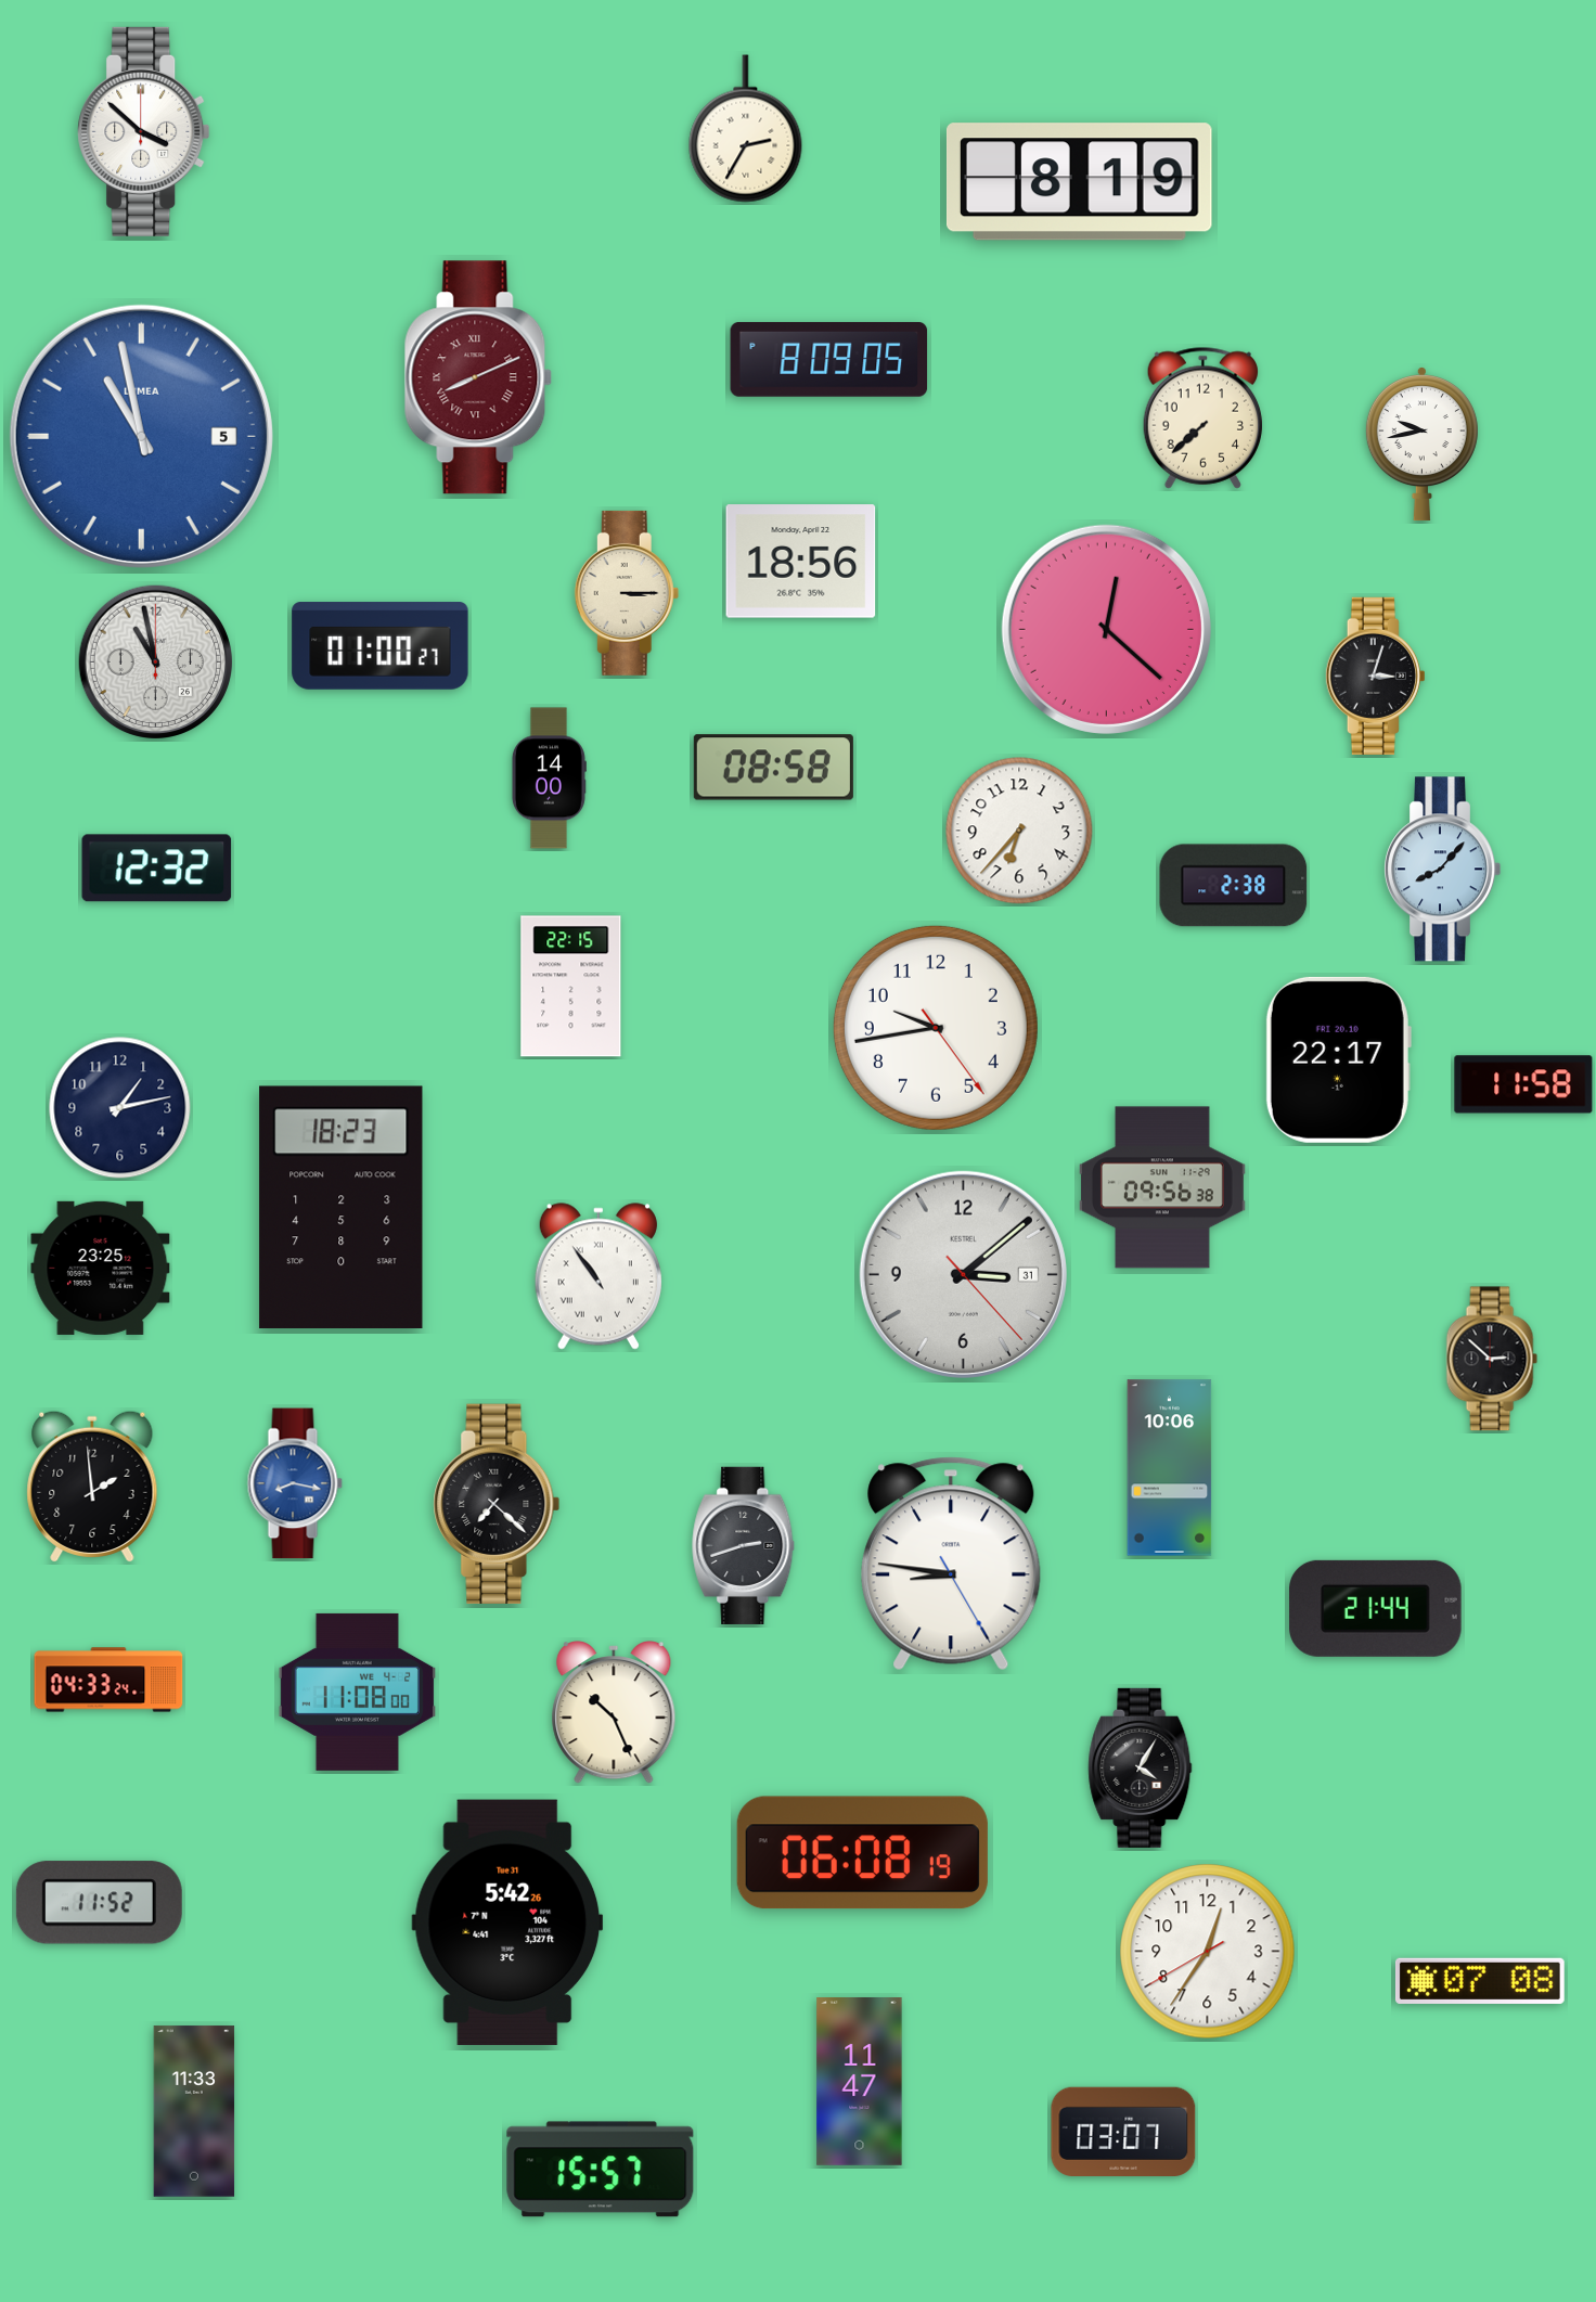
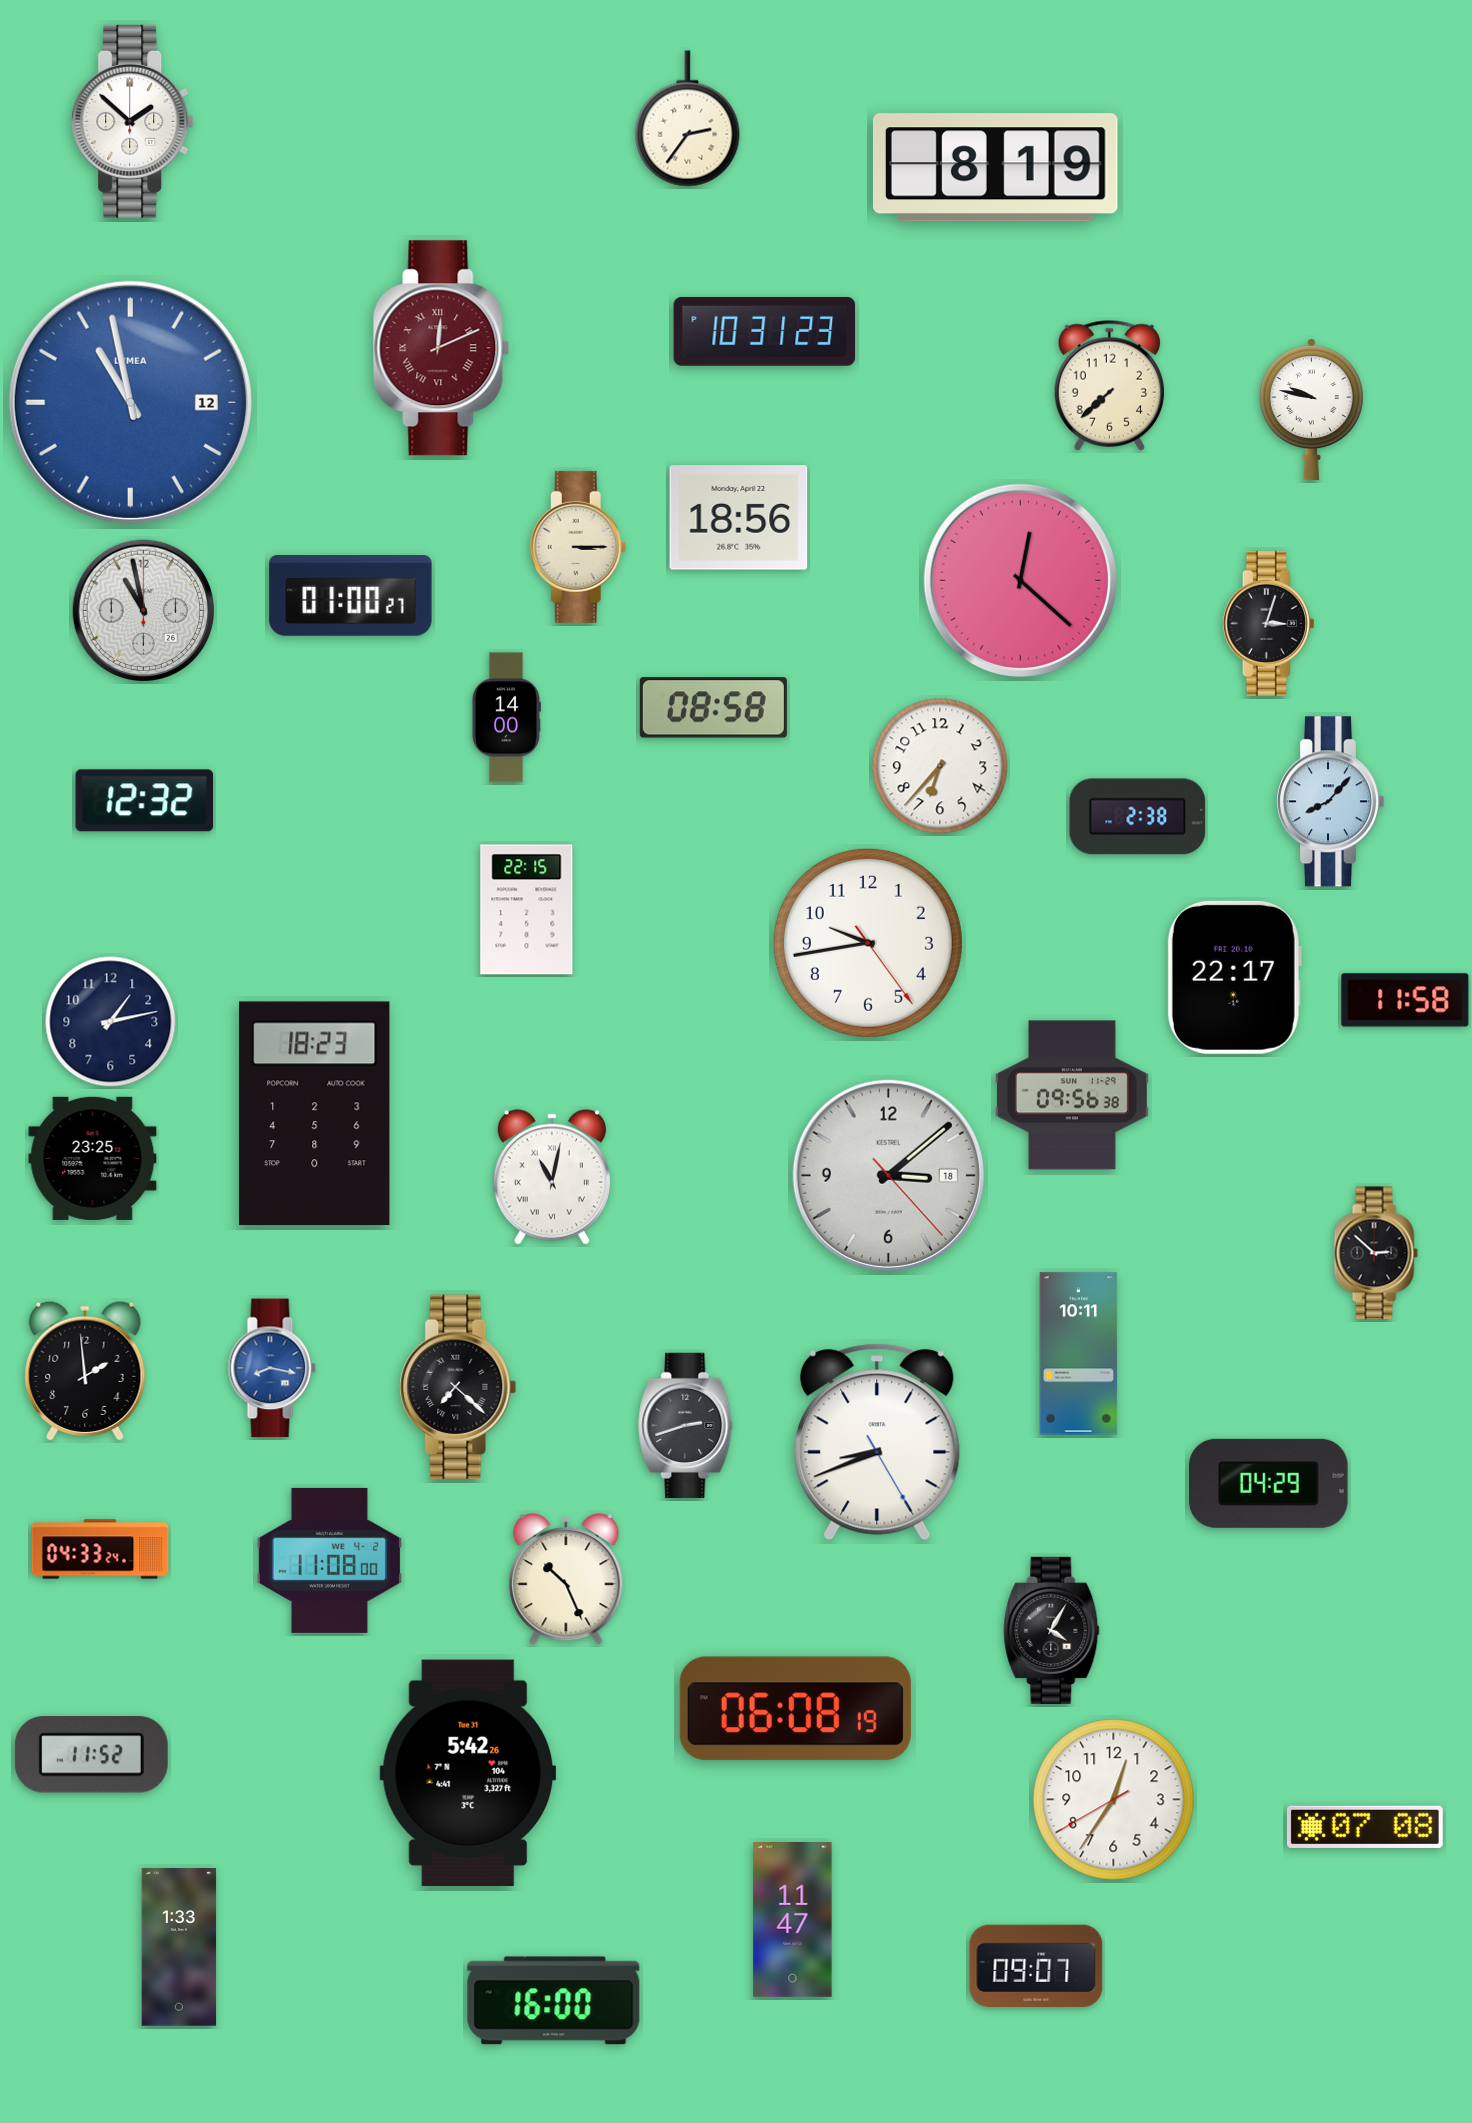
clock at (746, 129): 2:35 -> 2:36
clock at (144, 131): 3:52 -> 1:52
clock at (829, 359): 8:09 -> 10:31
clock at (478, 377): 8:11 -> 12:11
clock at (141, 436) date: 5 -> 12
clock at (1421, 445): 9:43 -> 9:47
clock at (936, 1028) position: (936, 1028) -> (868, 943)
clock at (101, 1268) position: (101, 1268) -> (93, 1158)
clock at (963, 1274) date: 31 -> 18
clock at (598, 1276): 10:54 -> 11:02
clock at (1170, 1468): 10:06 -> 10:11
clock at (951, 1564): 8:46 -> 8:41
clock at (1376, 1608): 21:44 -> 04:29
clock at (194, 2111): 11:33 -> 1:33
clock at (1123, 2131): 03:07 -> 09:07
clock at (601, 2170): 15:57 -> 16:00
